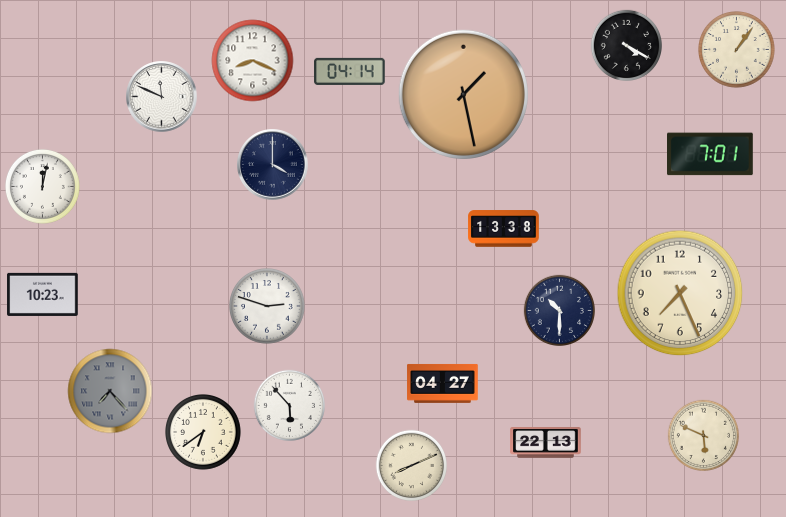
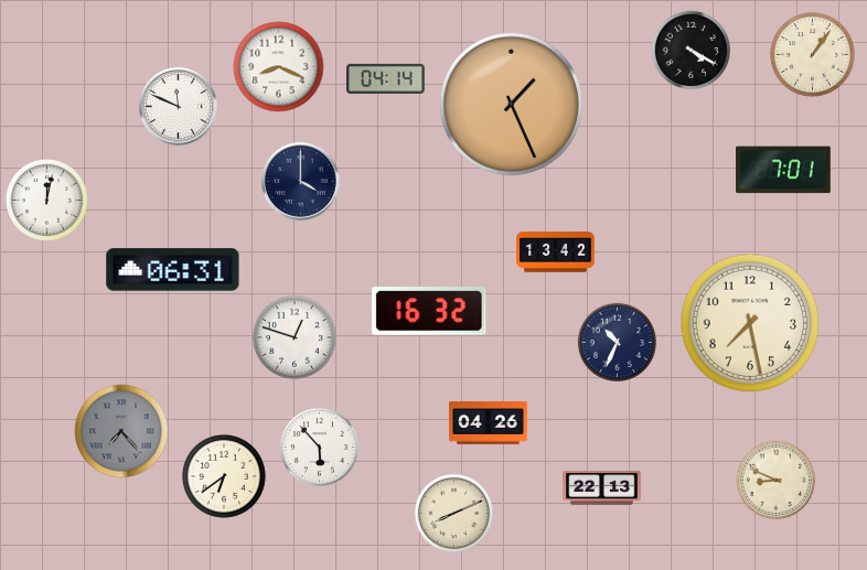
clock at (463, 94): 1:28 -> 1:26
clock at (42, 186) position: (42, 186) -> (46, 200)
clock at (504, 229): 13:38 -> 13:42
clock at (173, 270): none -> 06:31
clock at (429, 312): none -> 16:32
clock at (680, 293): 7:26 -> 7:28
clock at (43, 294): 10:23 -> none
clock at (268, 307): 2:48 -> 12:48
clock at (559, 310): 10:30 -> 10:34
clock at (443, 383): 04:27 -> 04:26
clock at (703, 435): 5:49 -> 8:49
